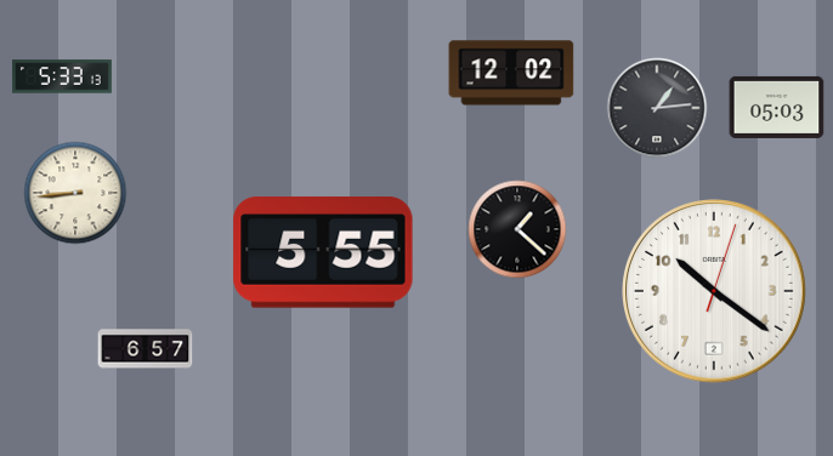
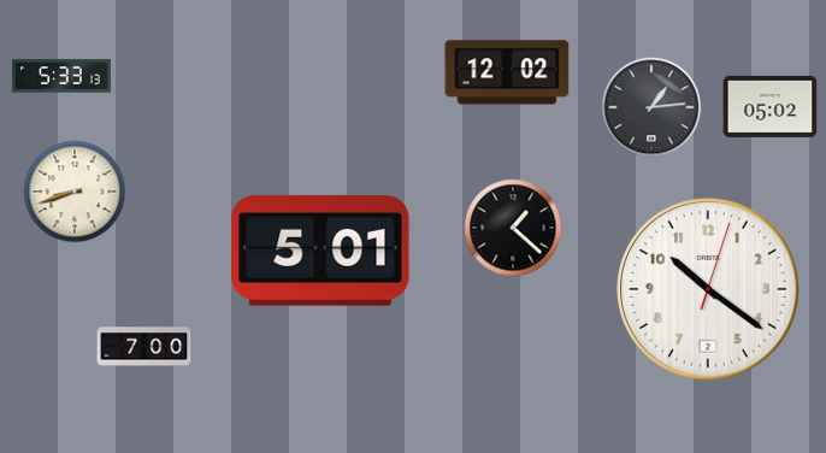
clock at (777, 107): 05:03 -> 05:02
clock at (75, 193): 8:44 -> 8:42
clock at (323, 252): 5:55 -> 5:01
clock at (146, 349): 6:57 -> 7:00
